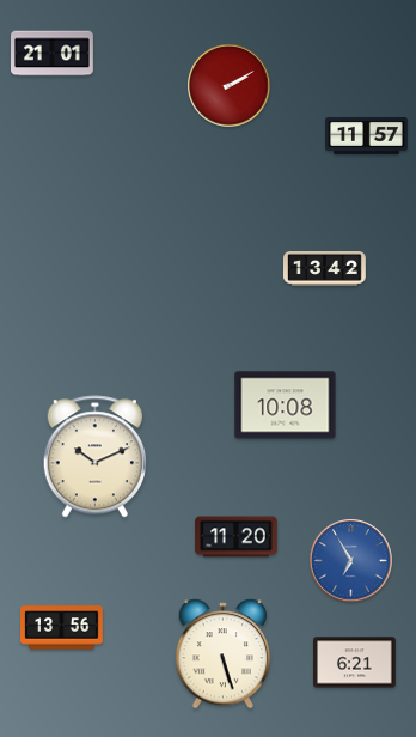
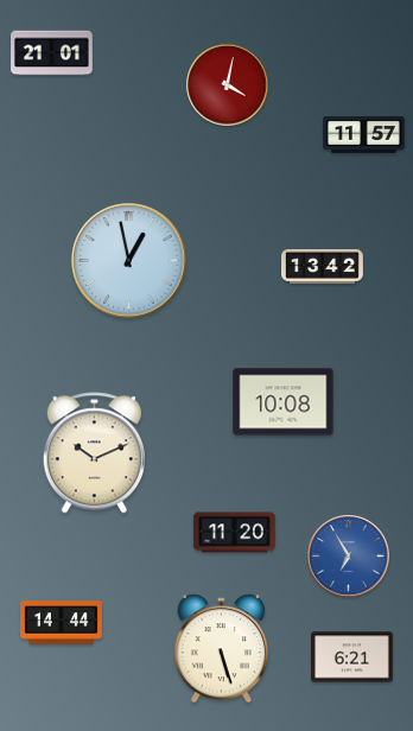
clock at (230, 86): 2:10 -> 4:02
clock at (129, 261): none -> 12:58
clock at (62, 628): 13:56 -> 14:44
